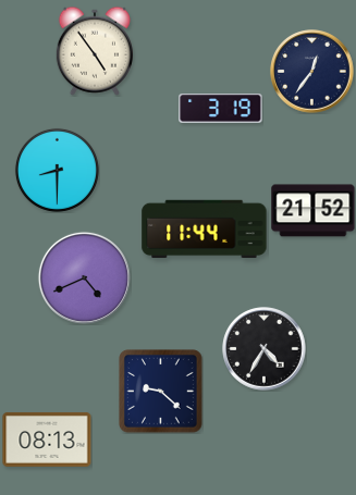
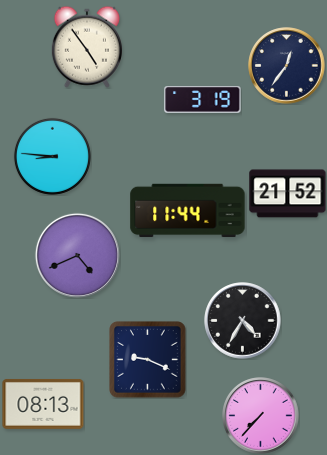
clock at (57, 170): 8:30 -> 8:46
clock at (161, 392): 9:22 -> 9:19
clock at (261, 416): none -> 7:37
